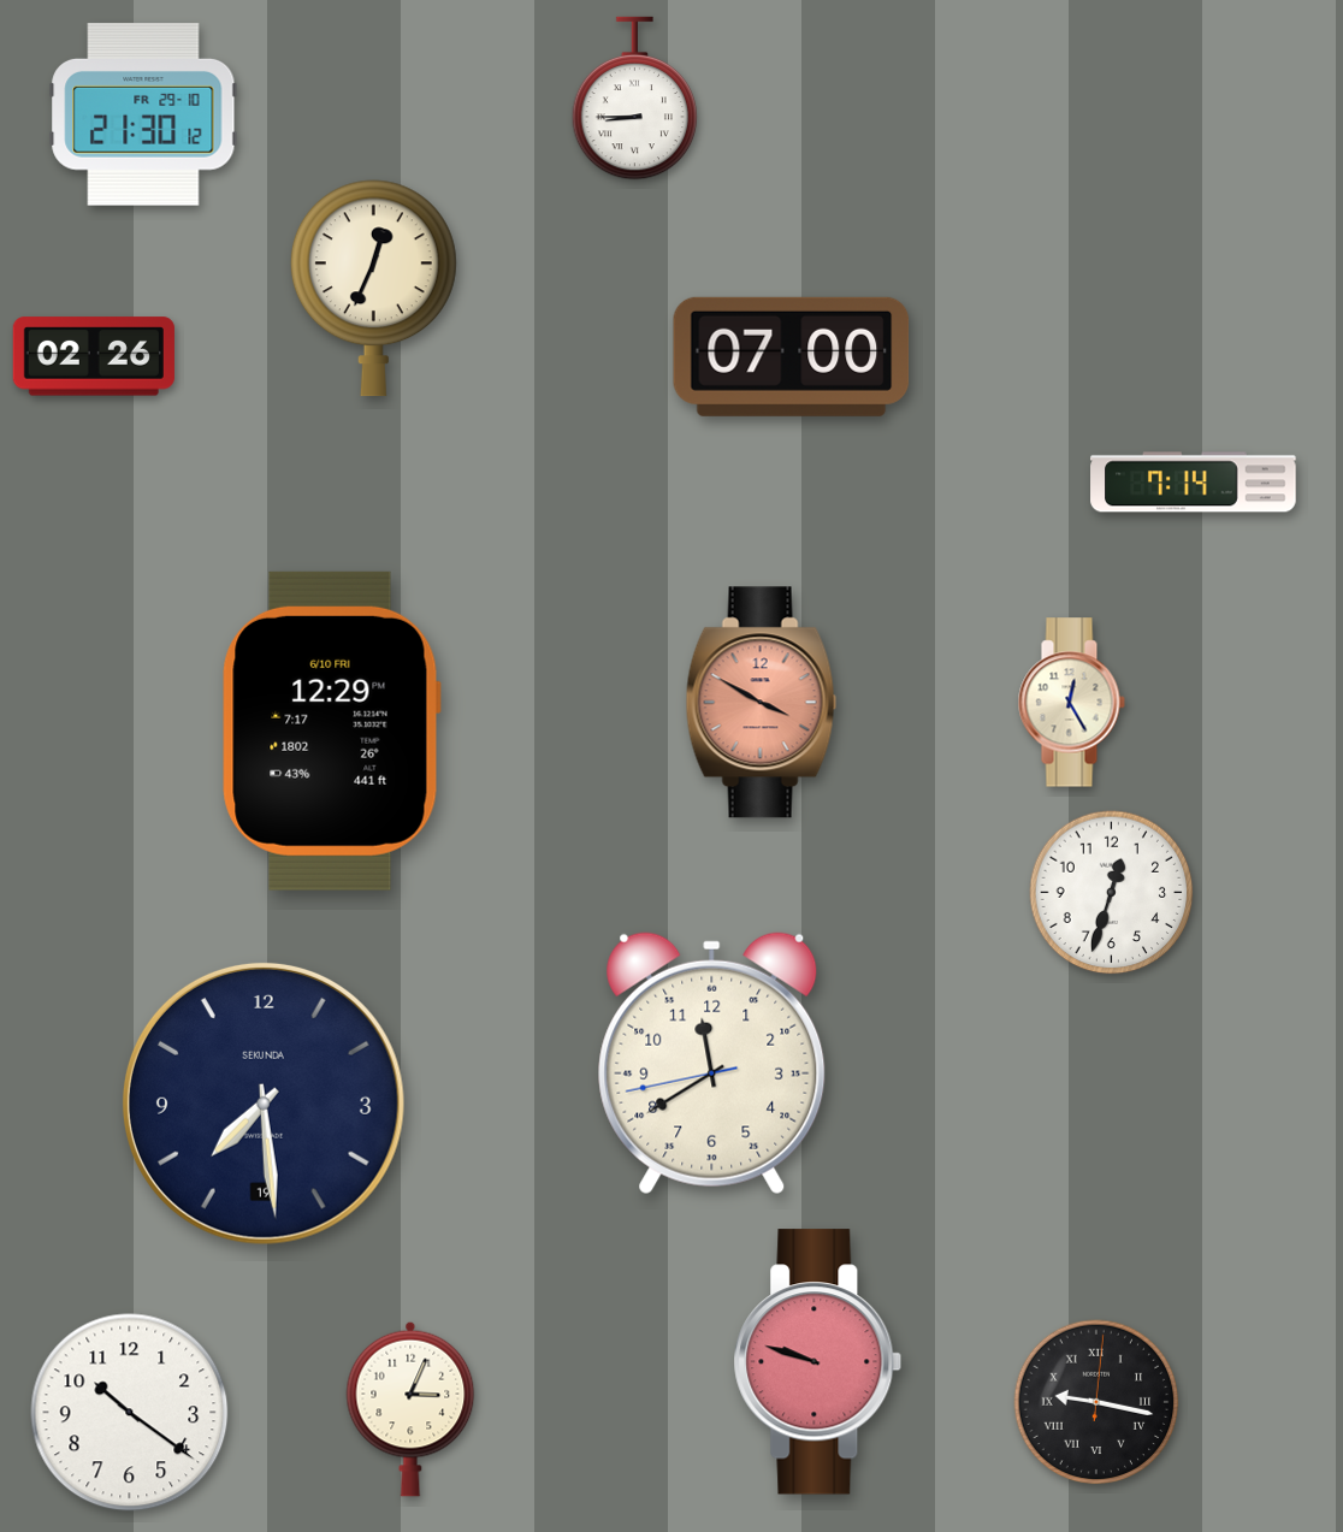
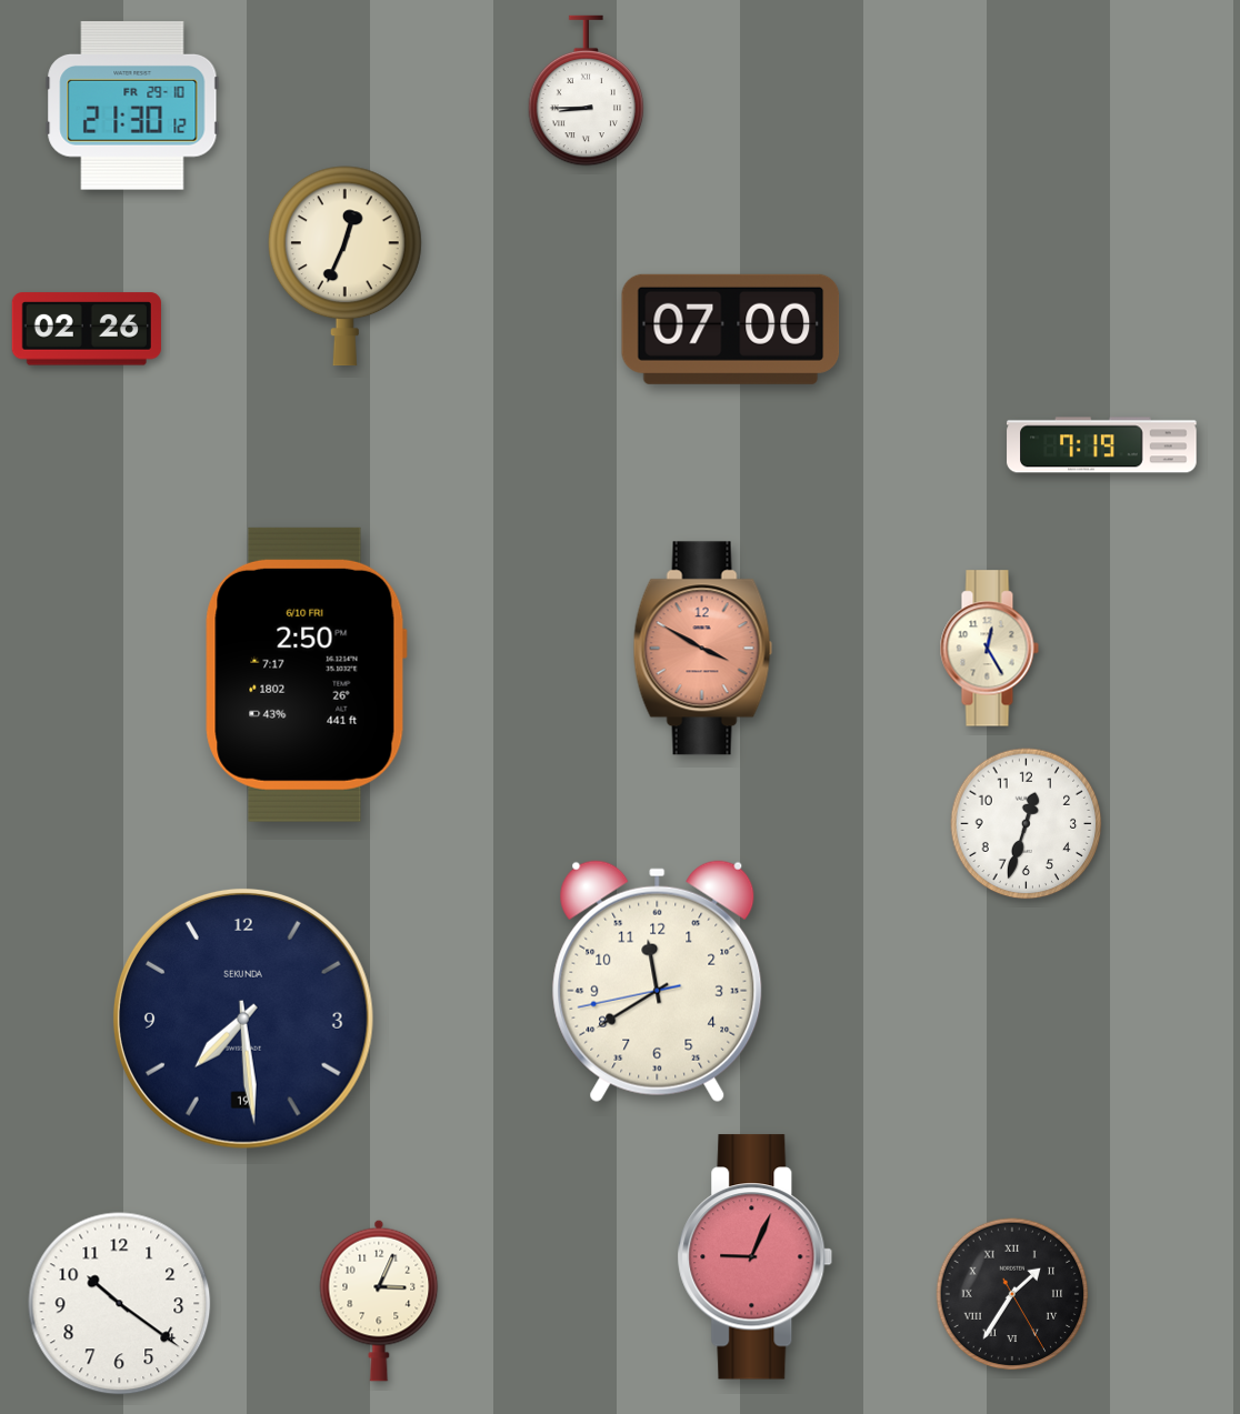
clock at (1194, 483): 7:14 -> 7:19
clock at (331, 730): 12:29 -> 2:50
clock at (818, 1362): 9:48 -> 9:04
clock at (1096, 1402): 9:17 -> 1:35
